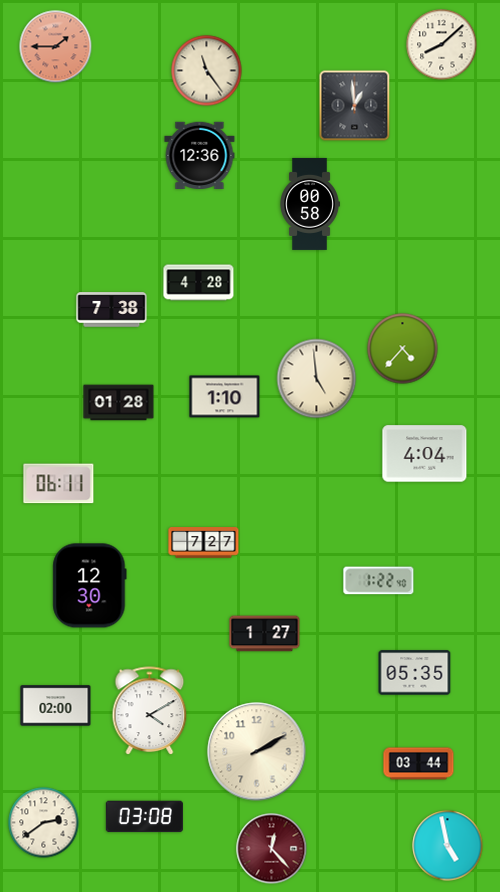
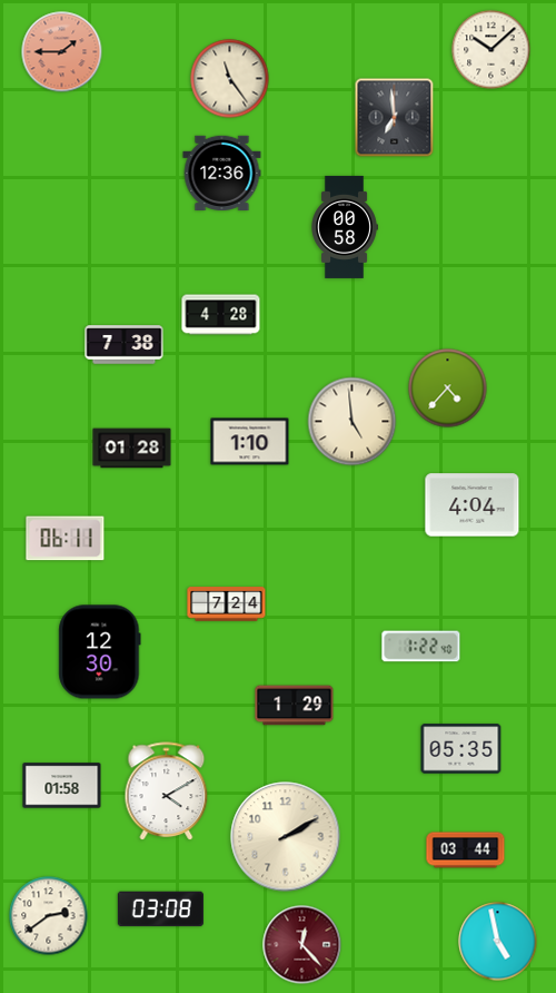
clock at (442, 45): 8:08 -> 10:08
clock at (355, 106): 12:59 -> 6:59
clock at (204, 543): 7:27 -> 7:24
clock at (265, 634): 1:27 -> 1:29
clock at (56, 706): 02:00 -> 01:58
